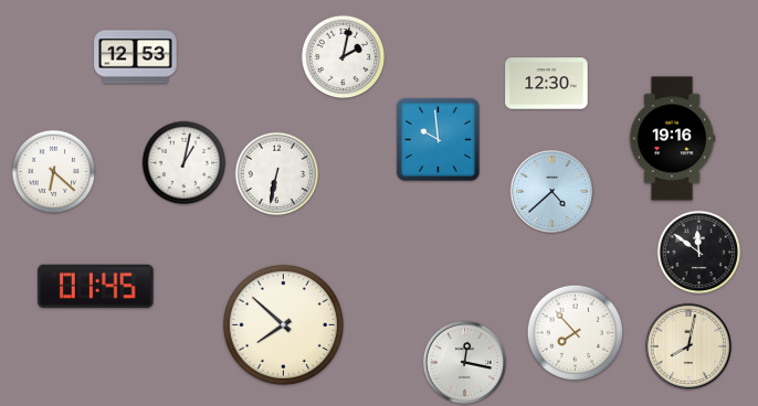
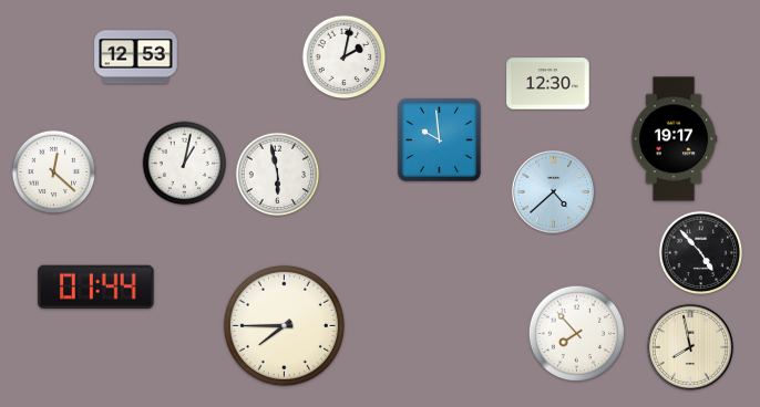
clock at (672, 139): 19:16 -> 19:17
clock at (54, 172): 6:22 -> 12:22
clock at (277, 174): 6:32 -> 5:58
clock at (699, 253): 11:51 -> 4:53
clock at (96, 286): 01:45 -> 01:44
clock at (283, 324): 7:52 -> 7:45
clock at (688, 346): 8:02 -> 7:58
clock at (464, 362): 12:17 -> none
